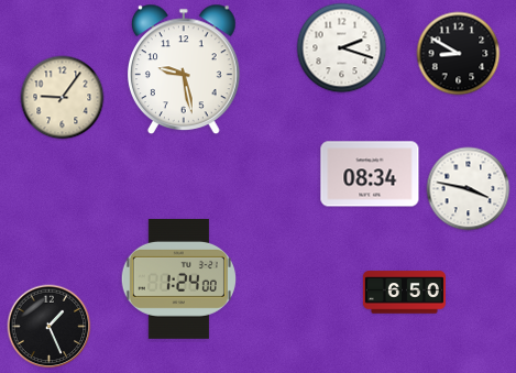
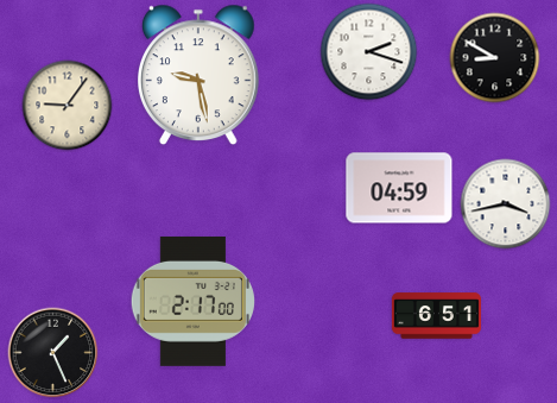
clock at (370, 174): 08:34 -> 04:59
clock at (469, 189): 3:47 -> 3:43
clock at (178, 278): 1:24 -> 2:17
clock at (404, 293): 6:50 -> 6:51
